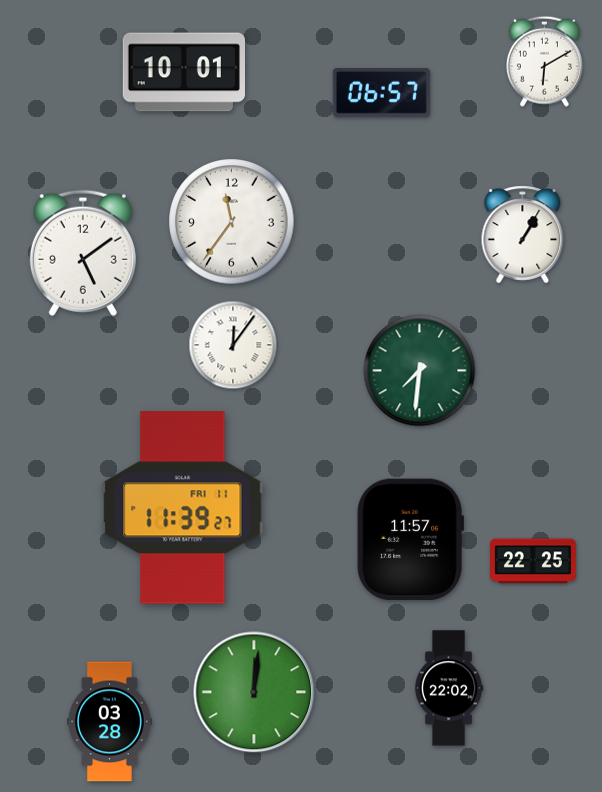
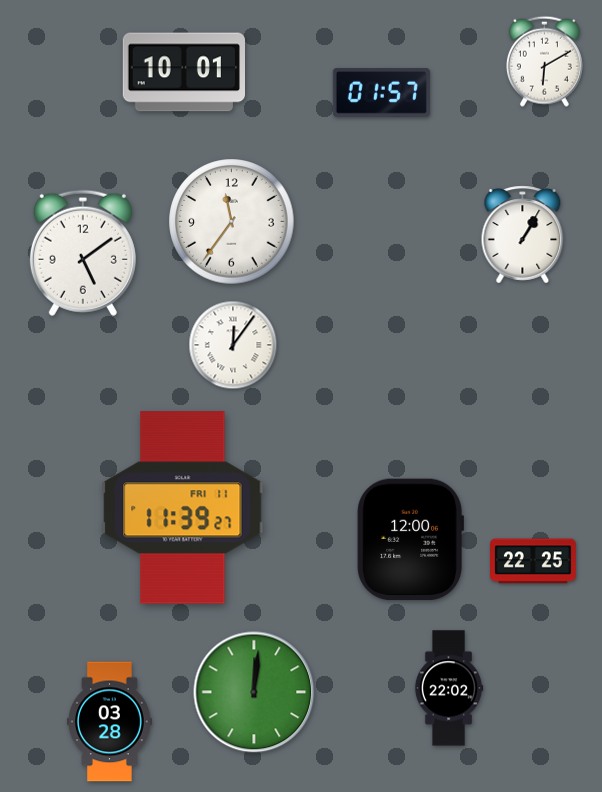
clock at (381, 93): 06:57 -> 01:57
clock at (420, 371): 7:31 -> none
clock at (410, 540): 11:57 -> 12:00
